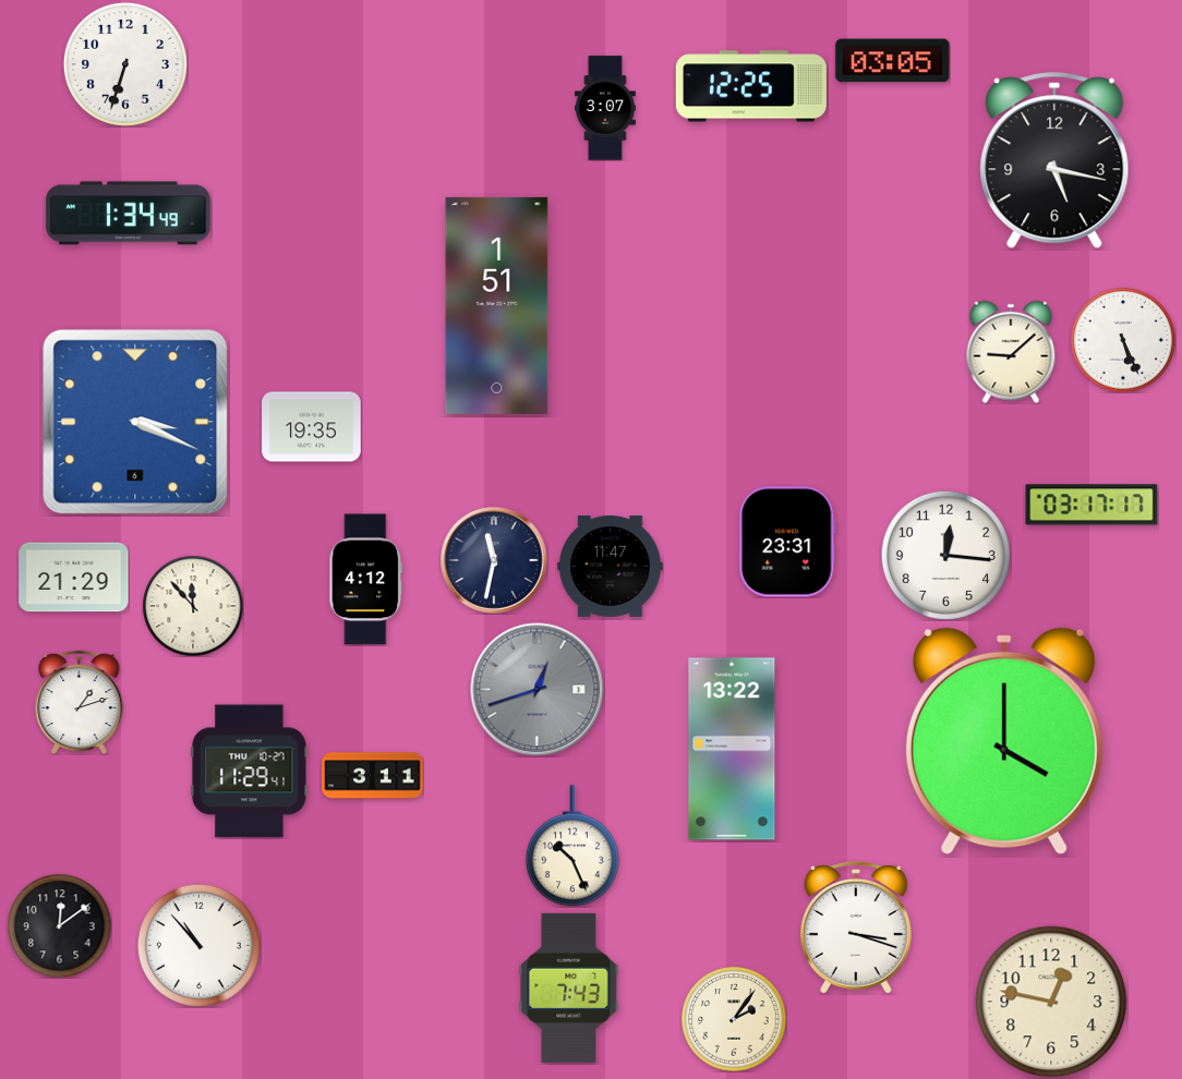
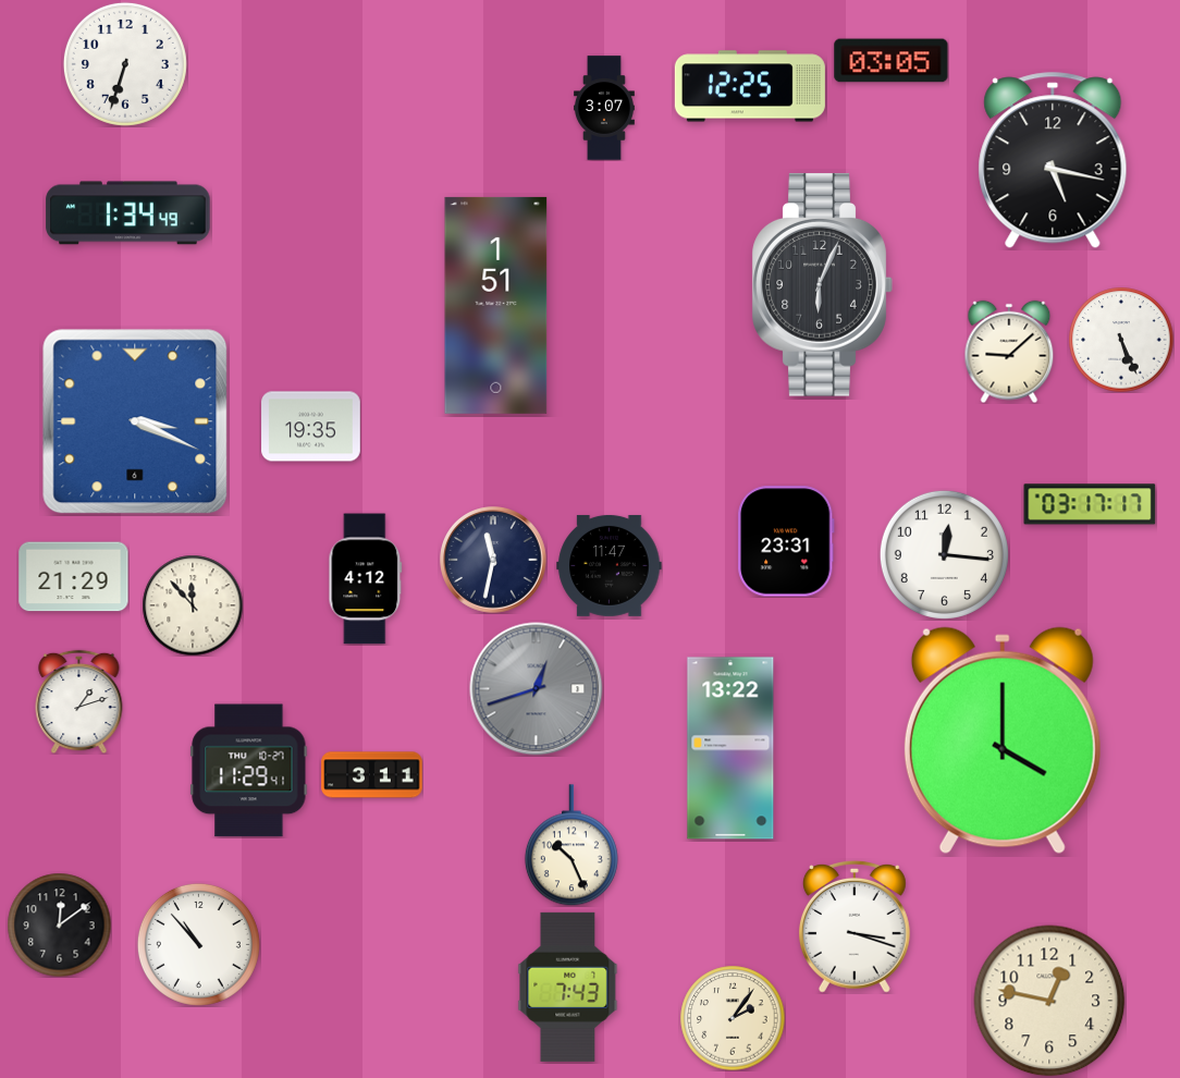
clock at (822, 284): none -> 6:04
